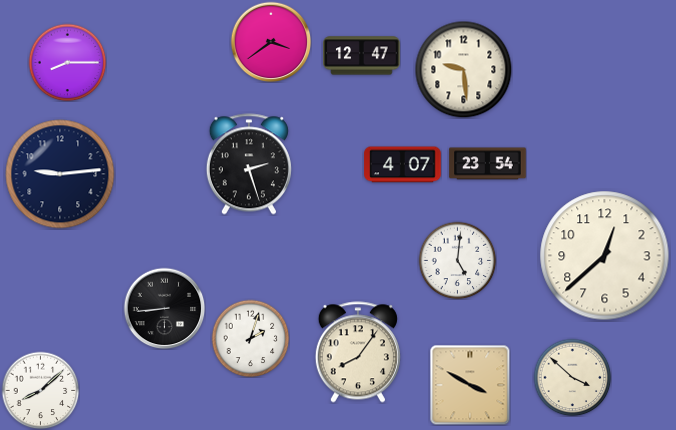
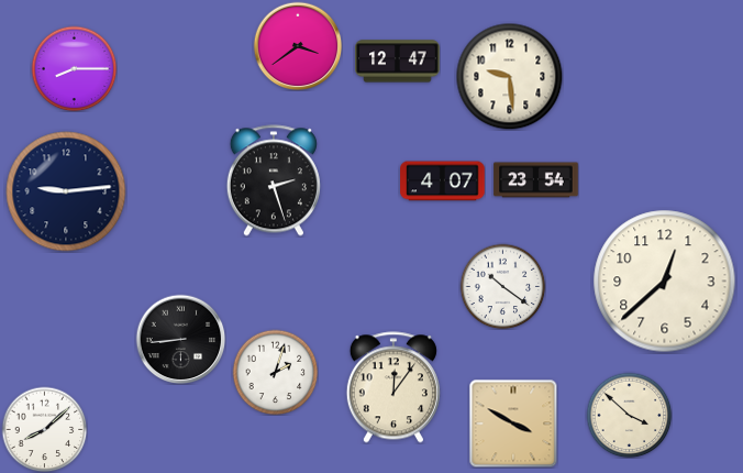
clock at (457, 260): 5:01 -> 10:21
clock at (358, 352): 8:06 -> 12:06
clock at (470, 385) position: (470, 385) -> (513, 424)
